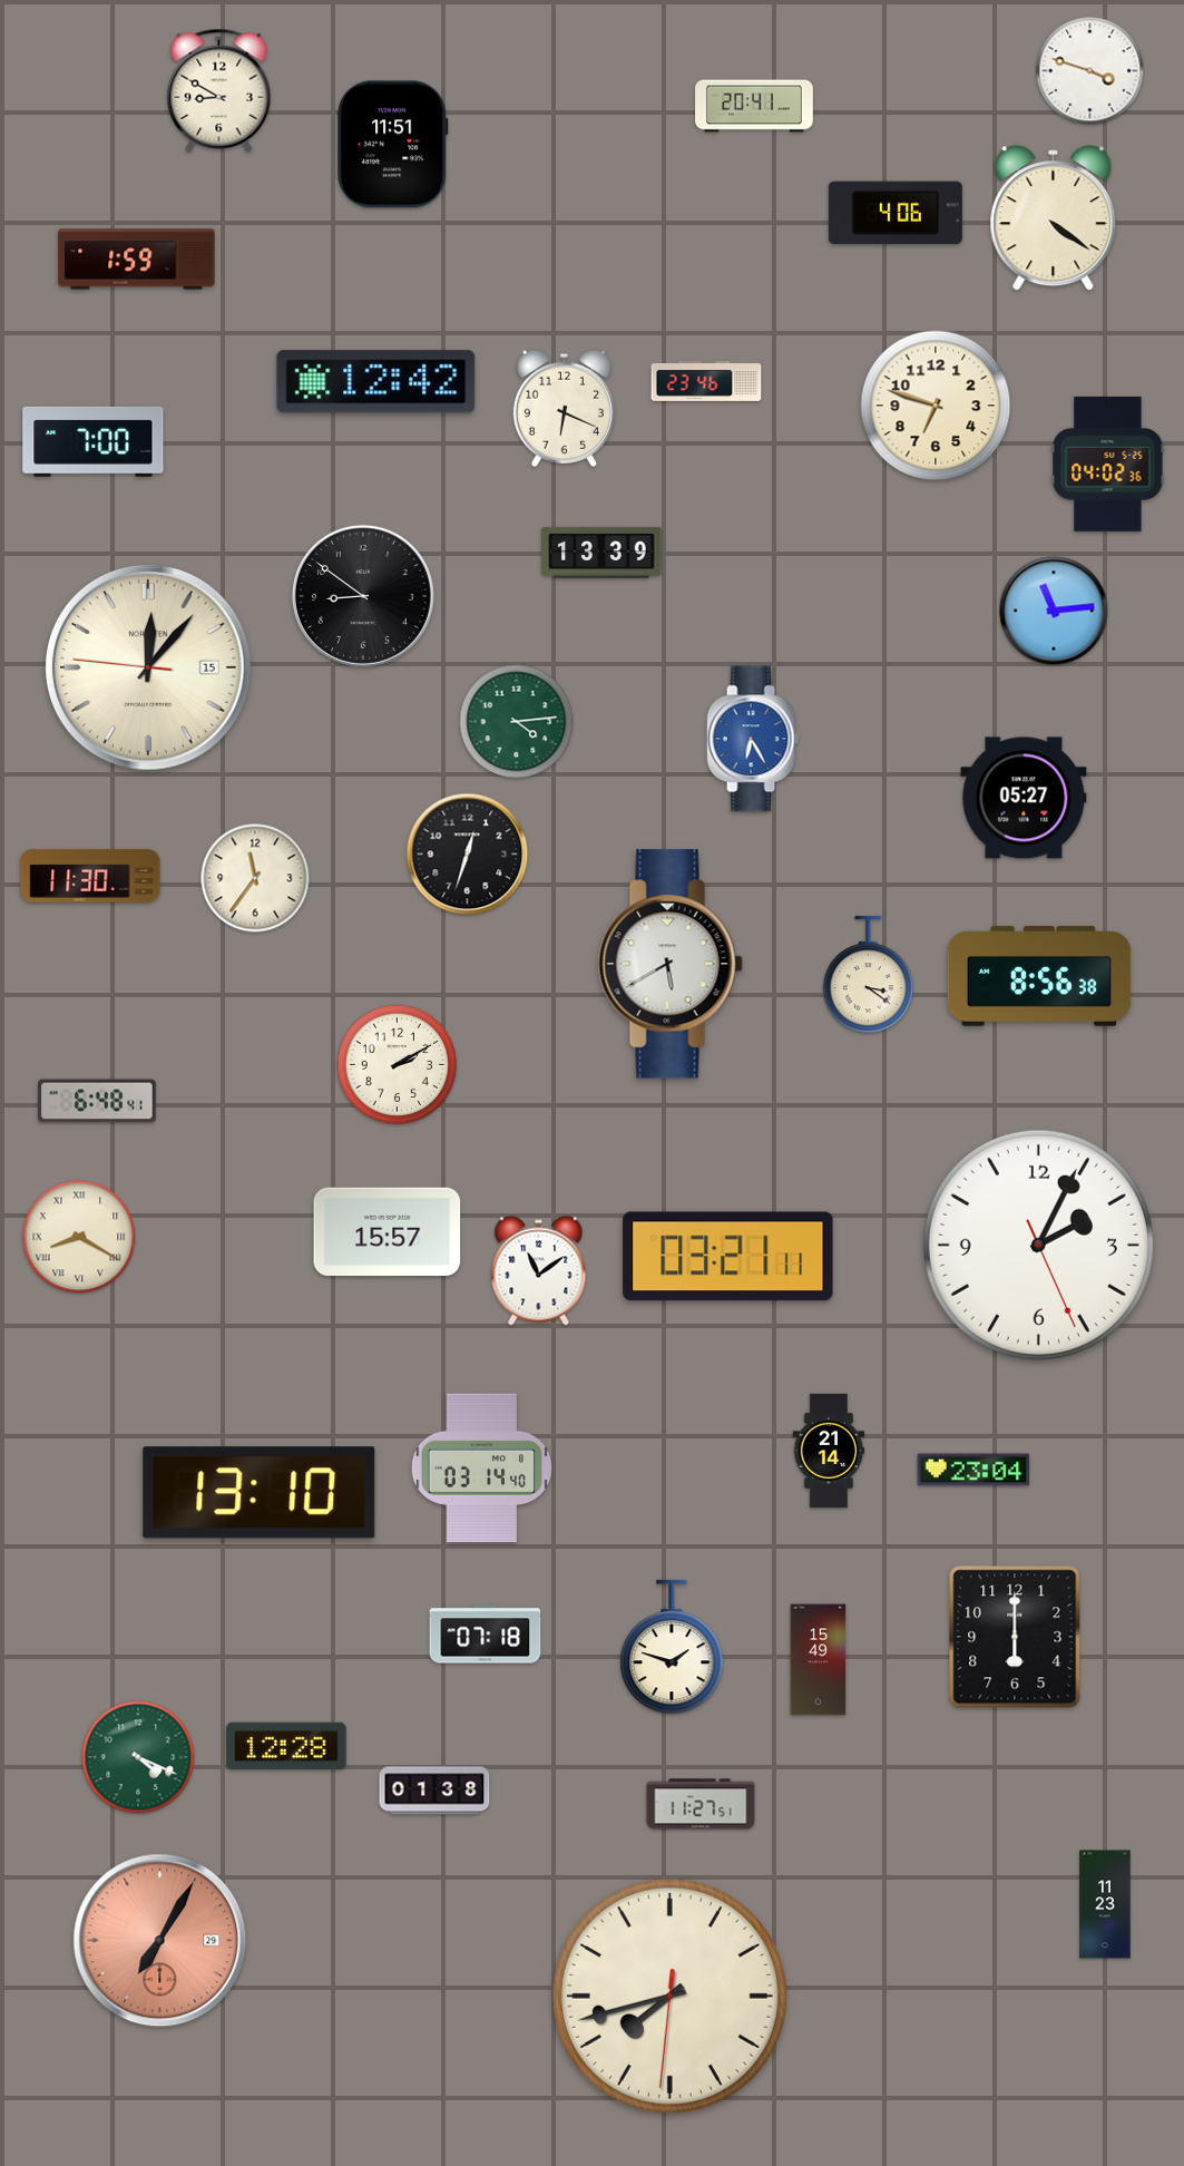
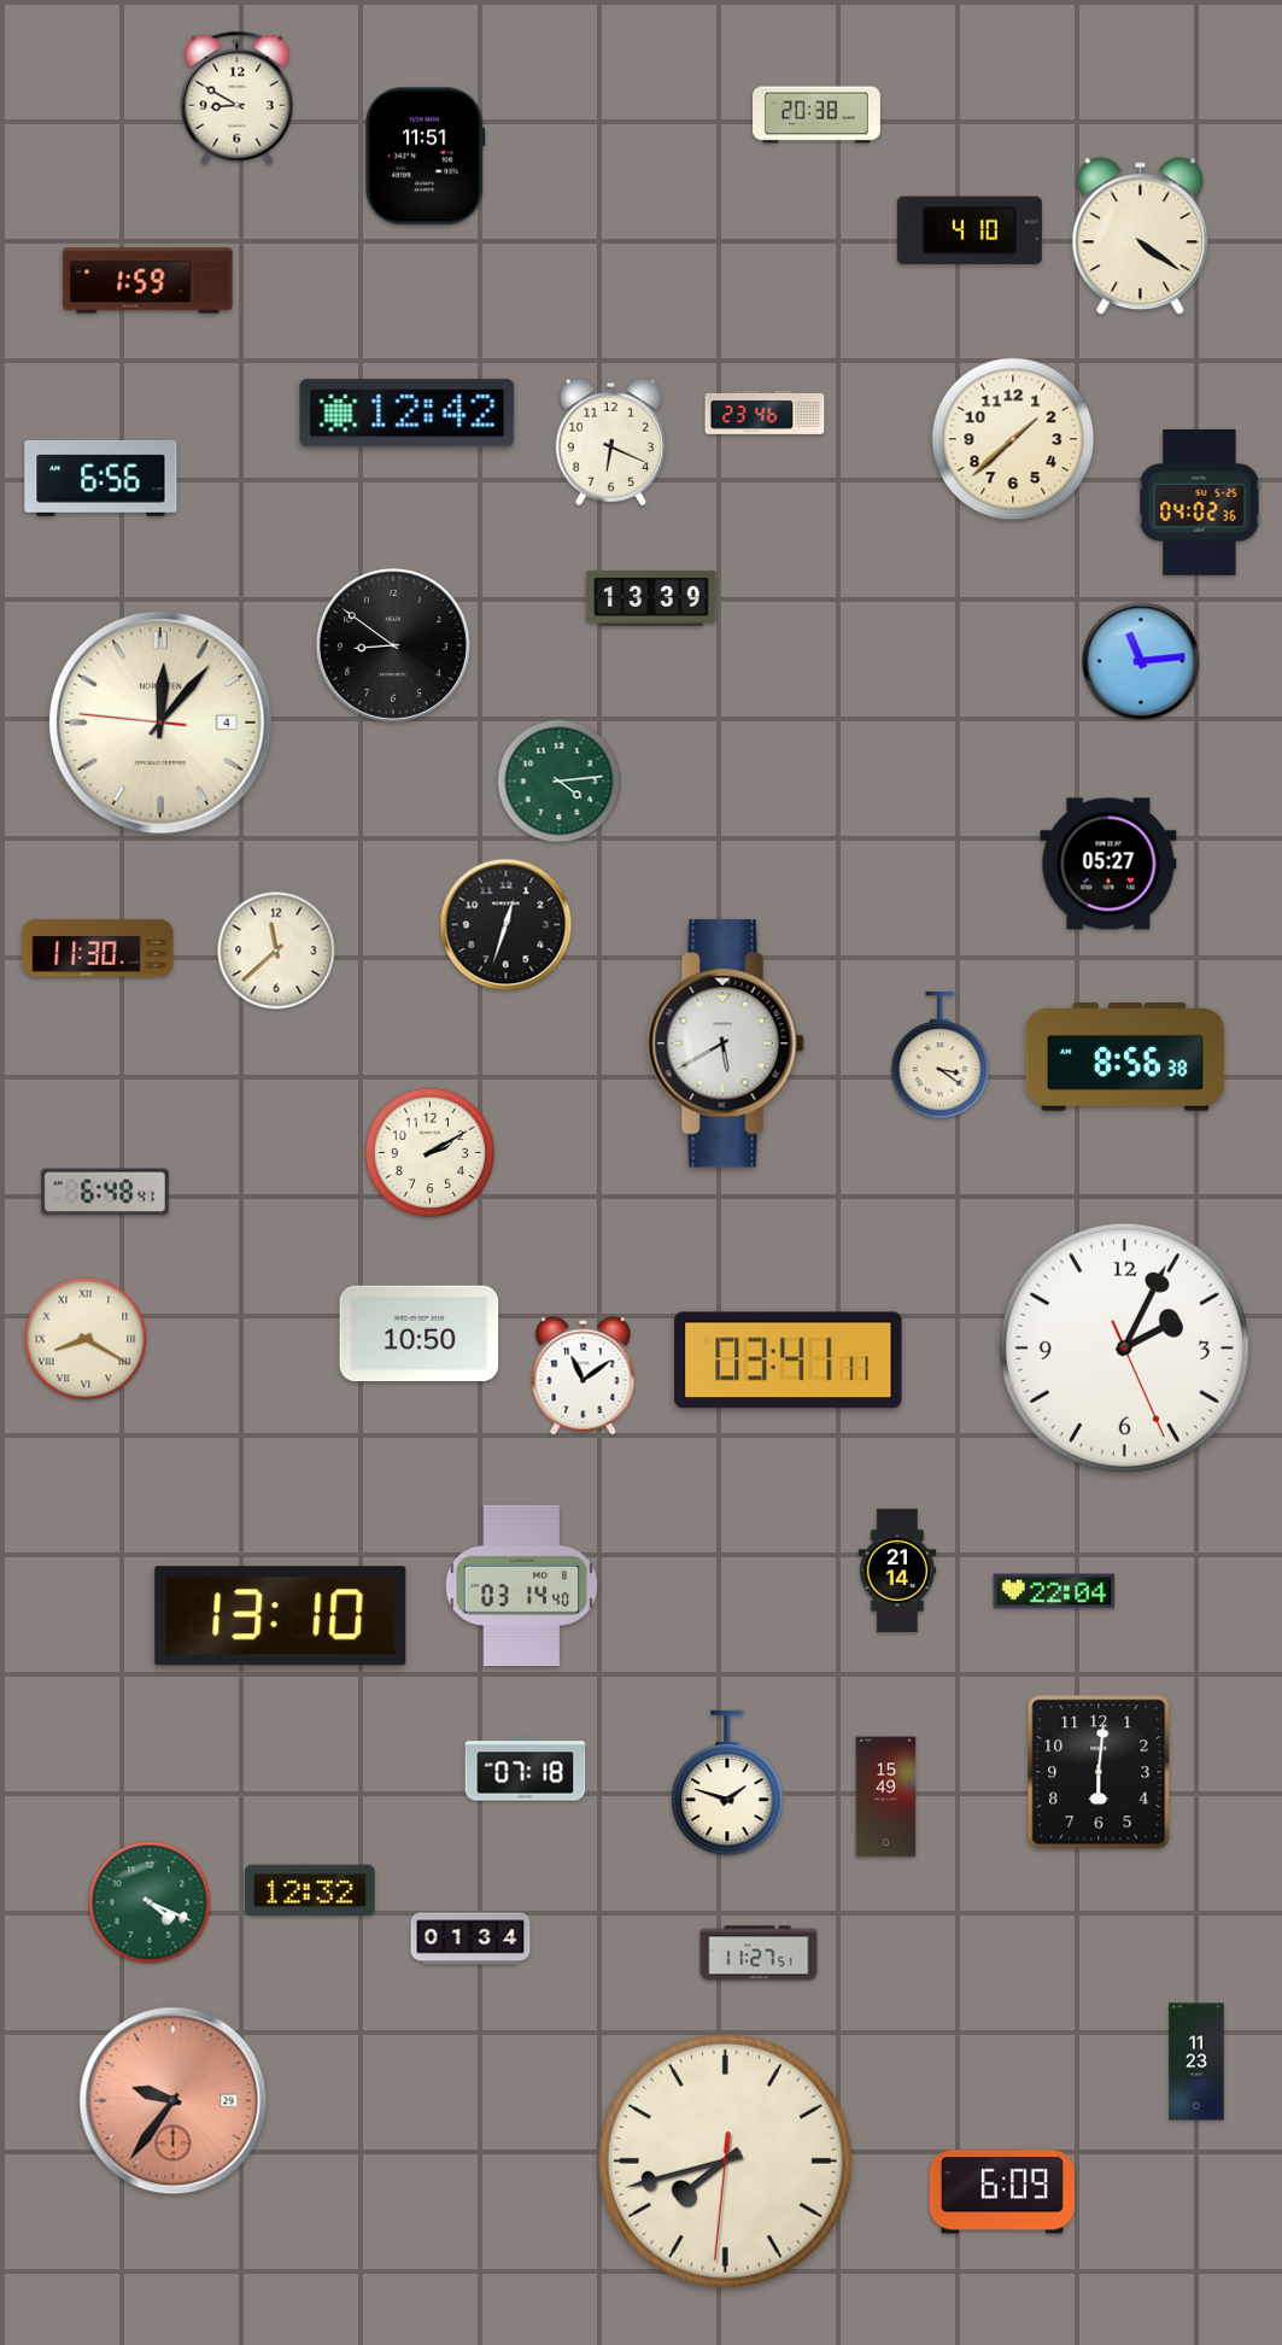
clock at (1090, 71): 3:48 -> none
clock at (754, 106): 20:41 -> 20:38
clock at (896, 213): 4:06 -> 4:10
clock at (936, 406): 6:48 -> 1:38
clock at (94, 441): 7:00 -> 6:56
clock at (149, 669) date: 15 -> 4
clock at (753, 739): 6:25 -> none
clock at (255, 878): 11:36 -> 11:38
clock at (388, 1231): 15:57 -> 10:50
clock at (728, 1257): 03:21 -> 03:41
clock at (482, 1469) position: (482, 1469) -> (522, 1586)
clock at (973, 1470): 23:04 -> 22:04
clock at (1015, 1637): 6:00 -> 6:01
clock at (286, 1745): 12:28 -> 12:32
clock at (434, 1791): 01:38 -> 01:34
clock at (160, 1941): 7:05 -> 9:36
clock at (1002, 2192): none -> 6:09
